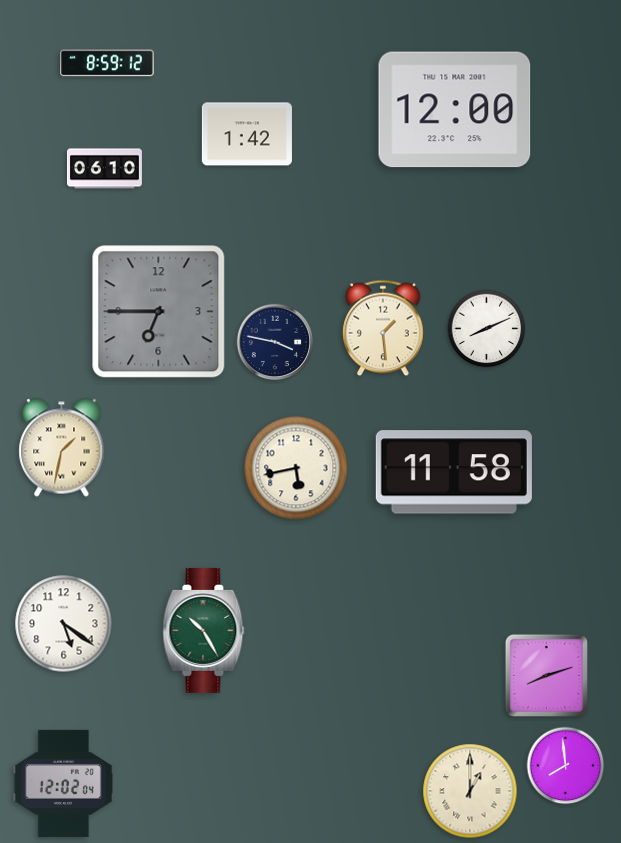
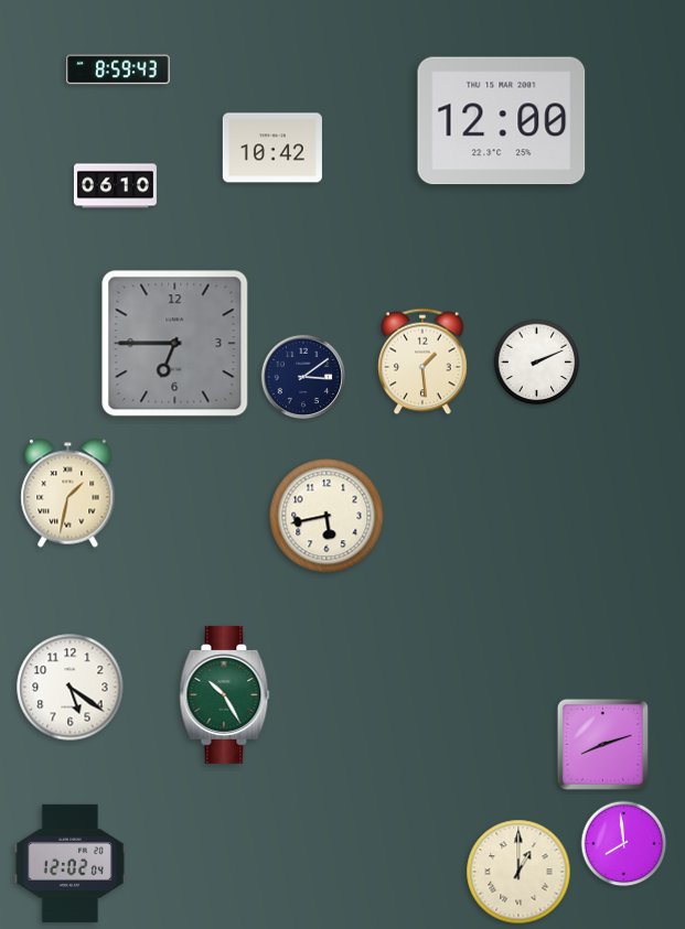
clock at (107, 63): 8:59:12 -> 8:59:43
clock at (247, 134): 1:42 -> 10:42
clock at (487, 329): 8:11 -> 2:11
clock at (275, 342): 3:47 -> 3:09
clock at (454, 472): 11:58 -> none
